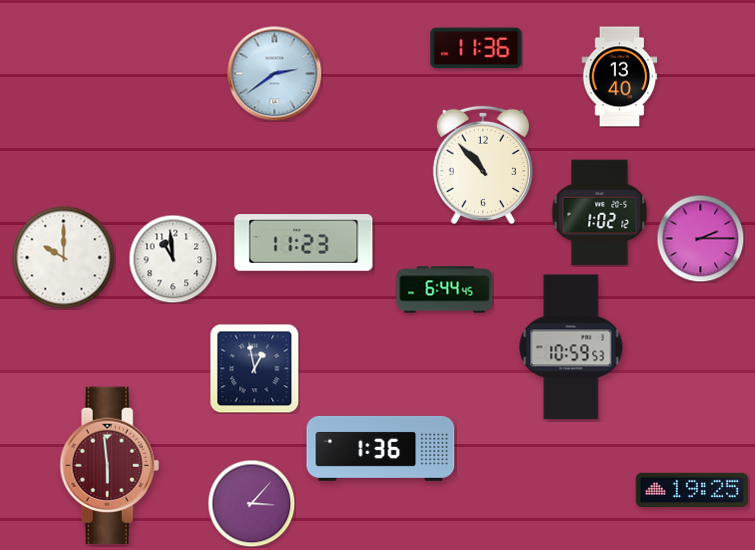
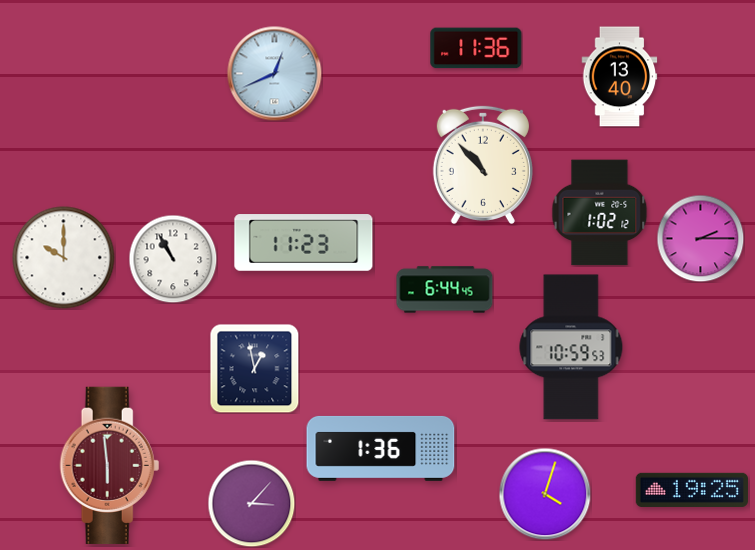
clock at (274, 73): 2:39 -> 12:41
clock at (173, 259): 10:59 -> 10:55
clock at (545, 494): none -> 4:03
